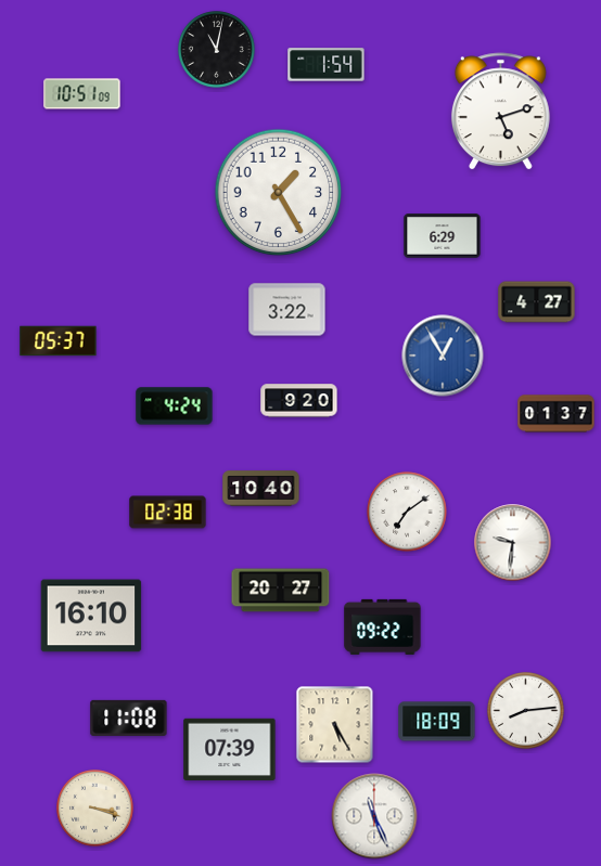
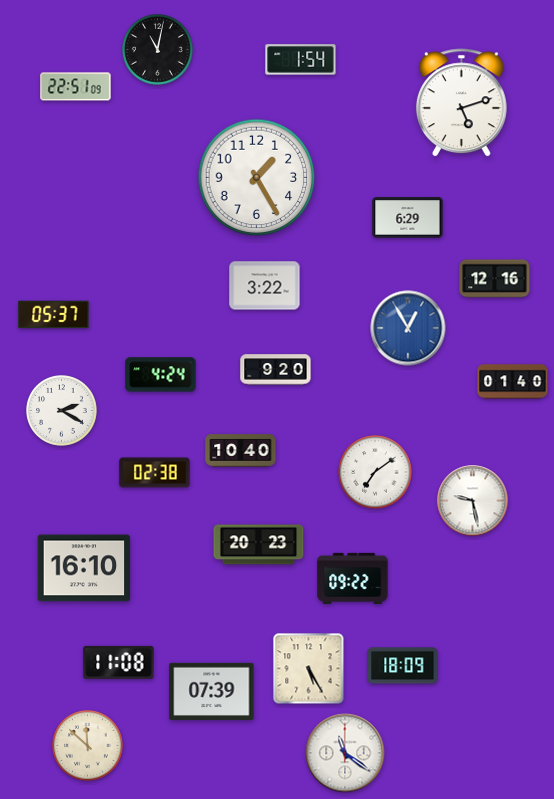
clock at (217, 50) position: (217, 50) -> (158, 50)
clock at (82, 94): 10:51 -> 22:51
clock at (537, 302): 4:27 -> 12:16
clock at (557, 414): 01:37 -> 01:40
clock at (62, 411): none -> 2:20
clock at (513, 543): 9:31 -> 9:28
clock at (281, 591): 20:27 -> 20:23
clock at (526, 711): 8:14 -> none
clock at (95, 809): 3:18 -> 11:52
clock at (374, 816): 11:26 -> 11:21
